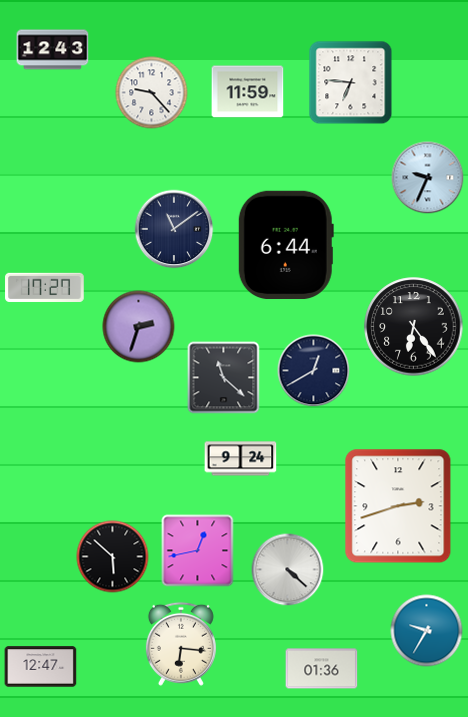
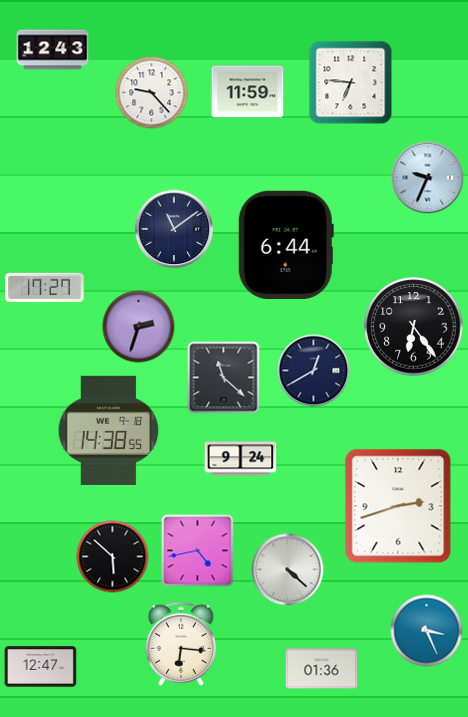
clock at (109, 430): none -> 14:38
clock at (198, 551): 12:43 -> 4:43
clock at (427, 631): 9:35 -> 3:26
